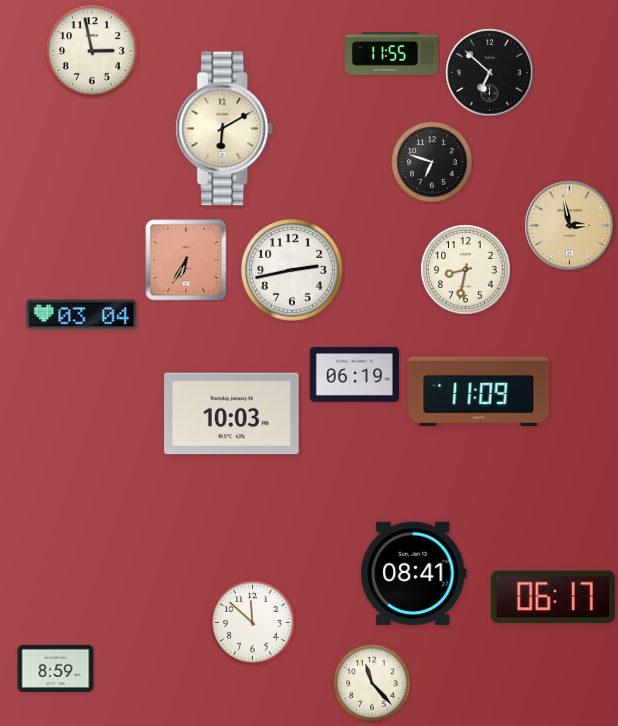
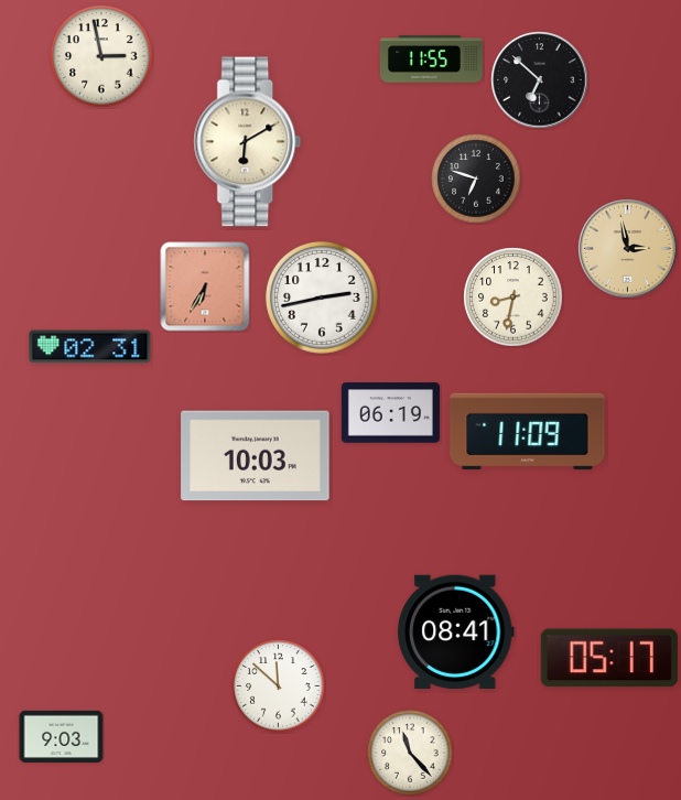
clock at (82, 315): 03:04 -> 02:31
clock at (553, 597): 06:17 -> 05:17
clock at (56, 668): 8:59 -> 9:03
